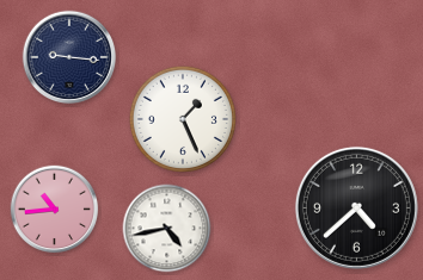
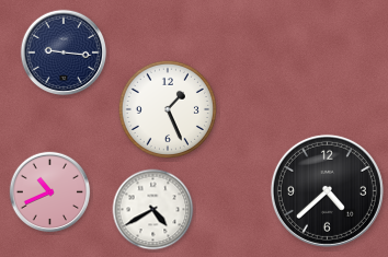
clock at (55, 210): 10:44 -> 10:41
clock at (167, 229): 4:43 -> 4:40
